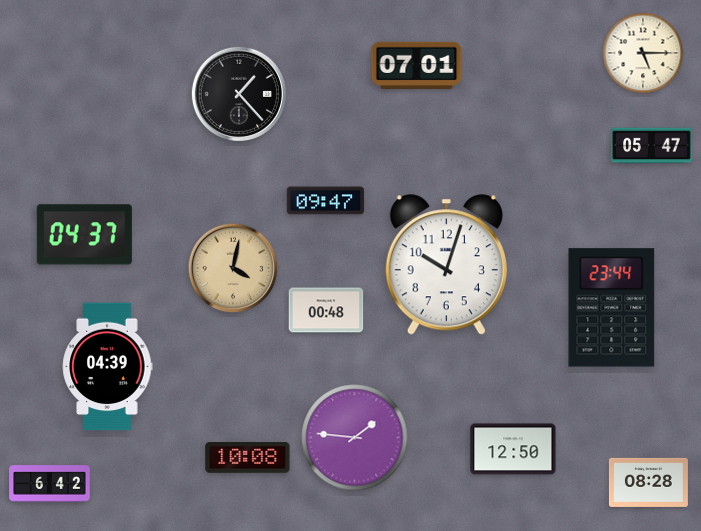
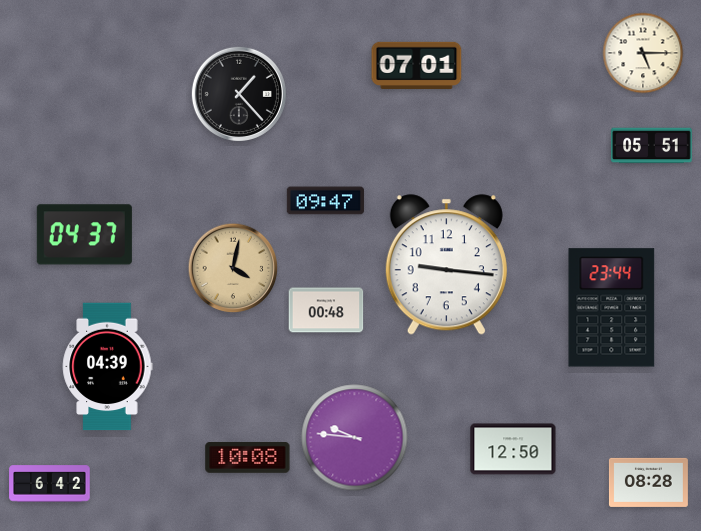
clock at (652, 146): 05:47 -> 05:51
clock at (446, 265): 10:03 -> 9:16
clock at (355, 438): 1:46 -> 9:46
